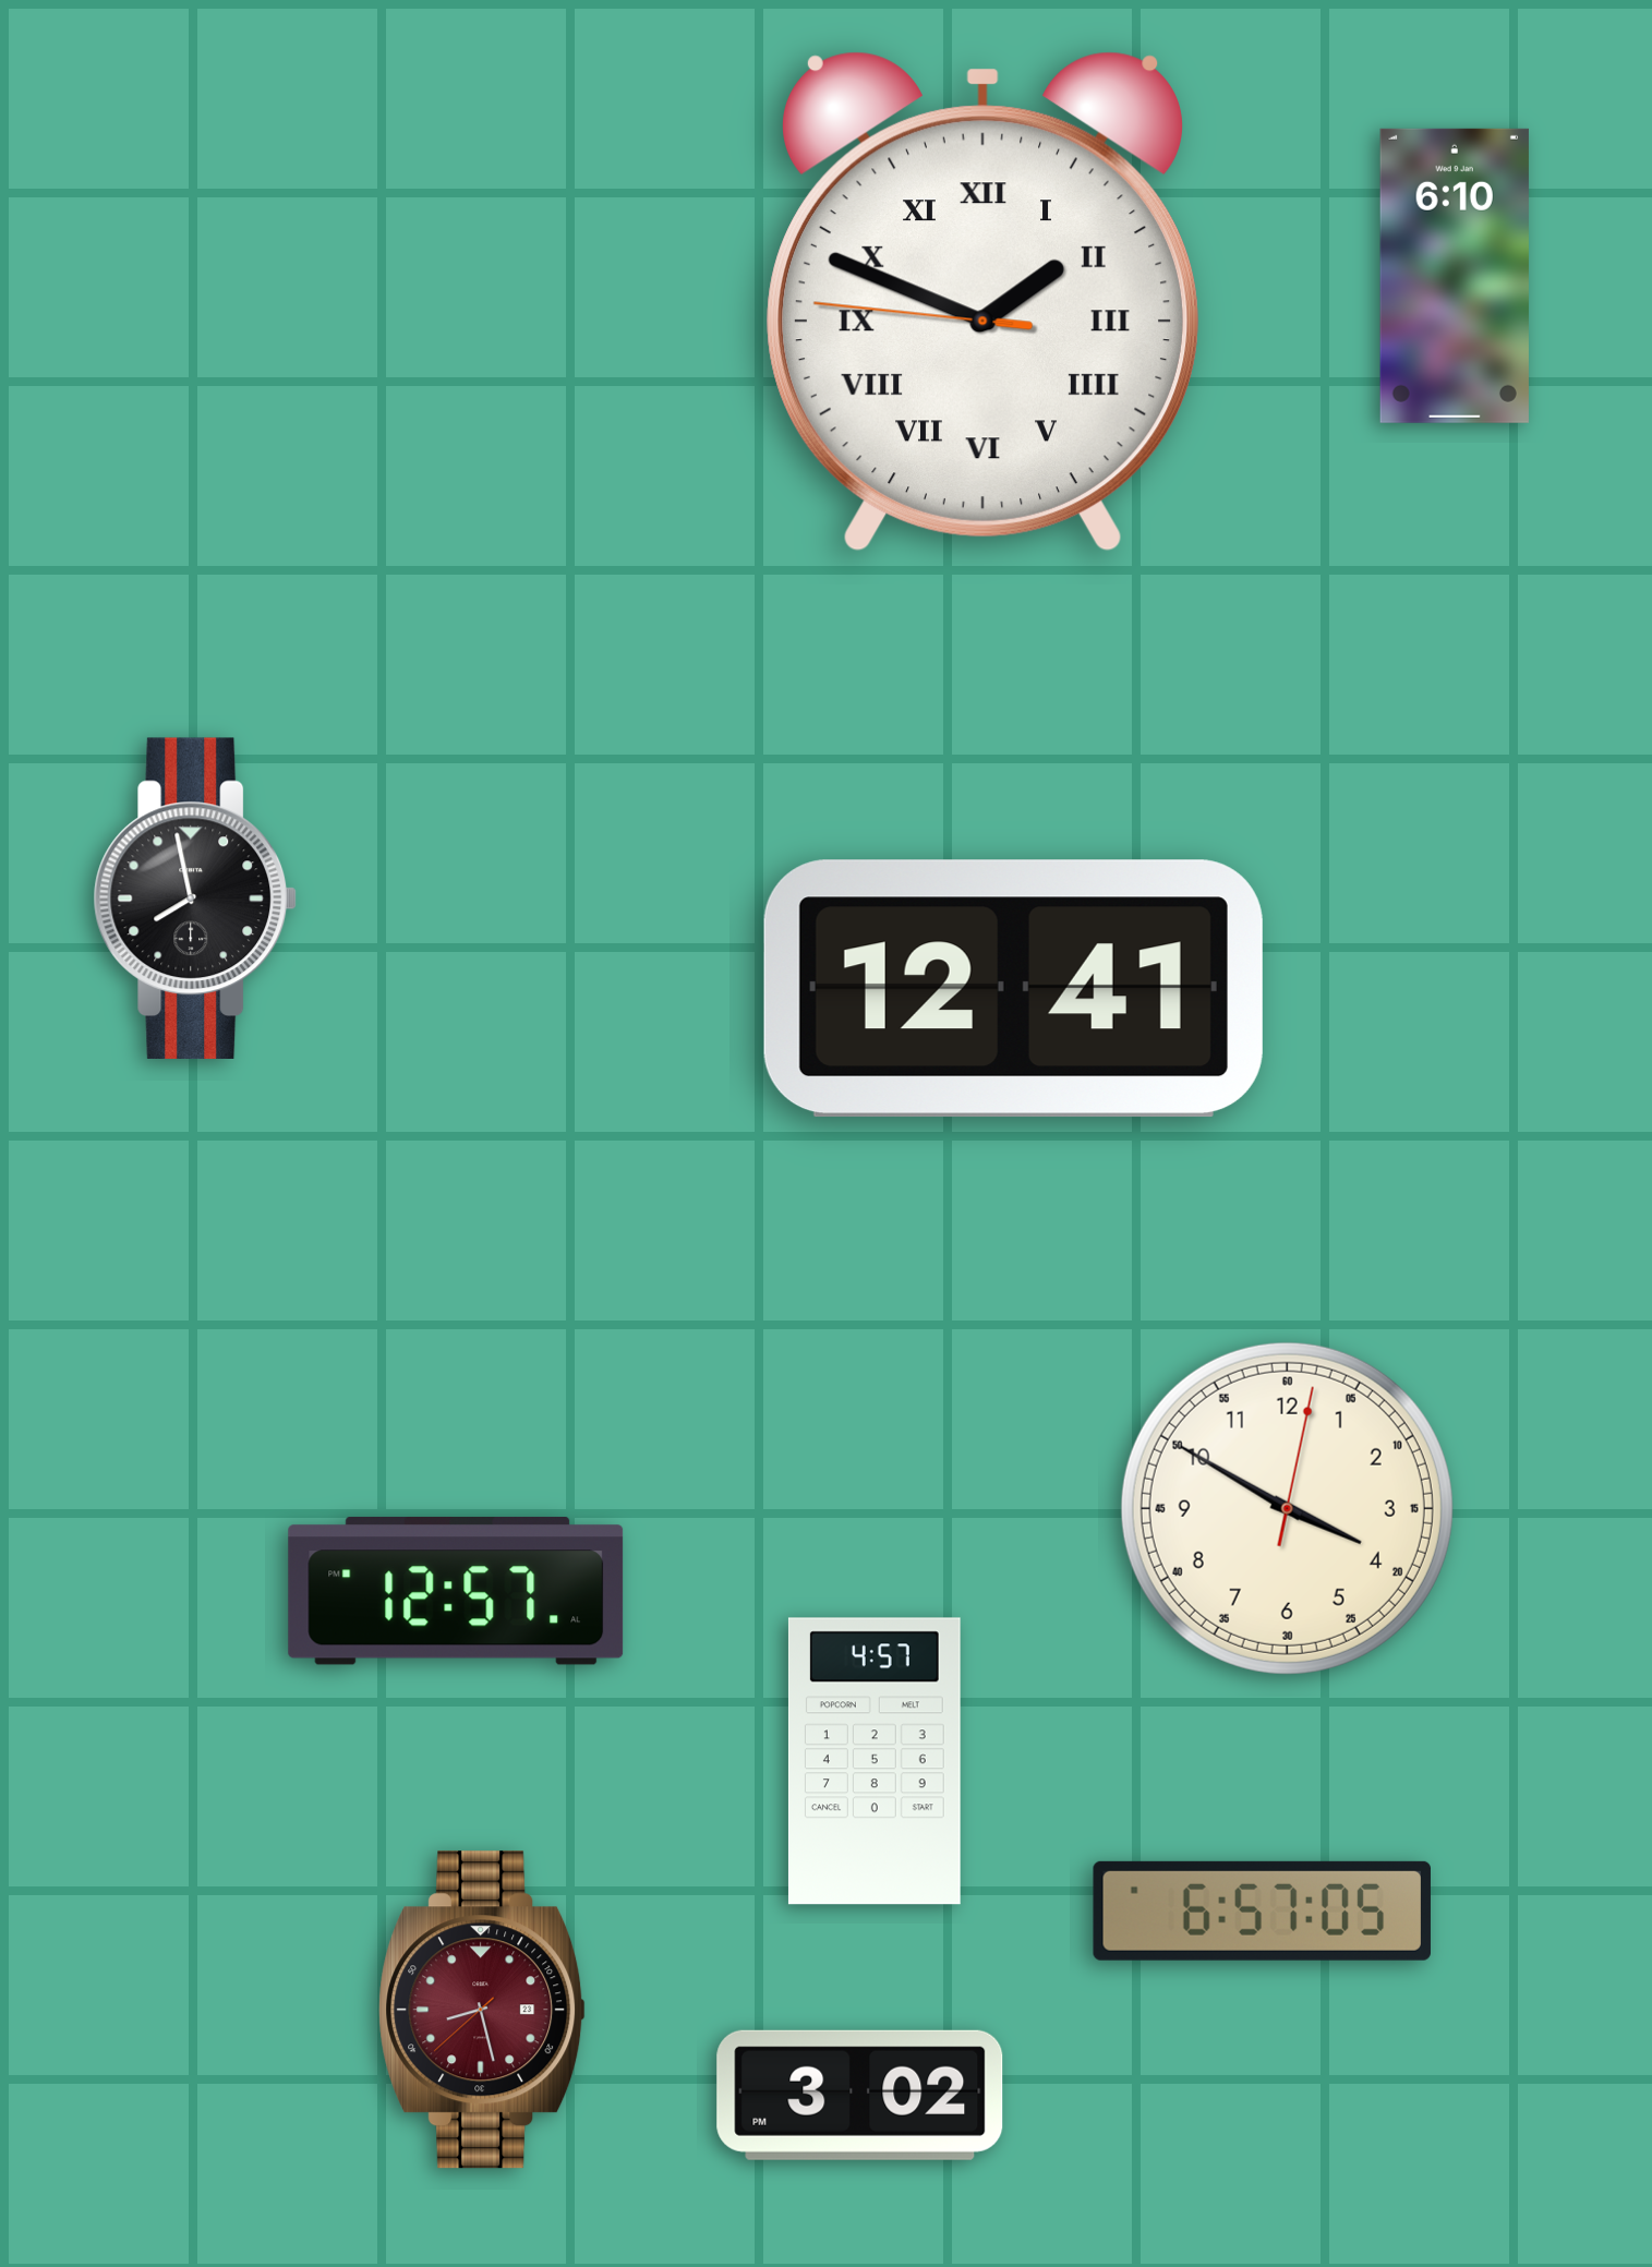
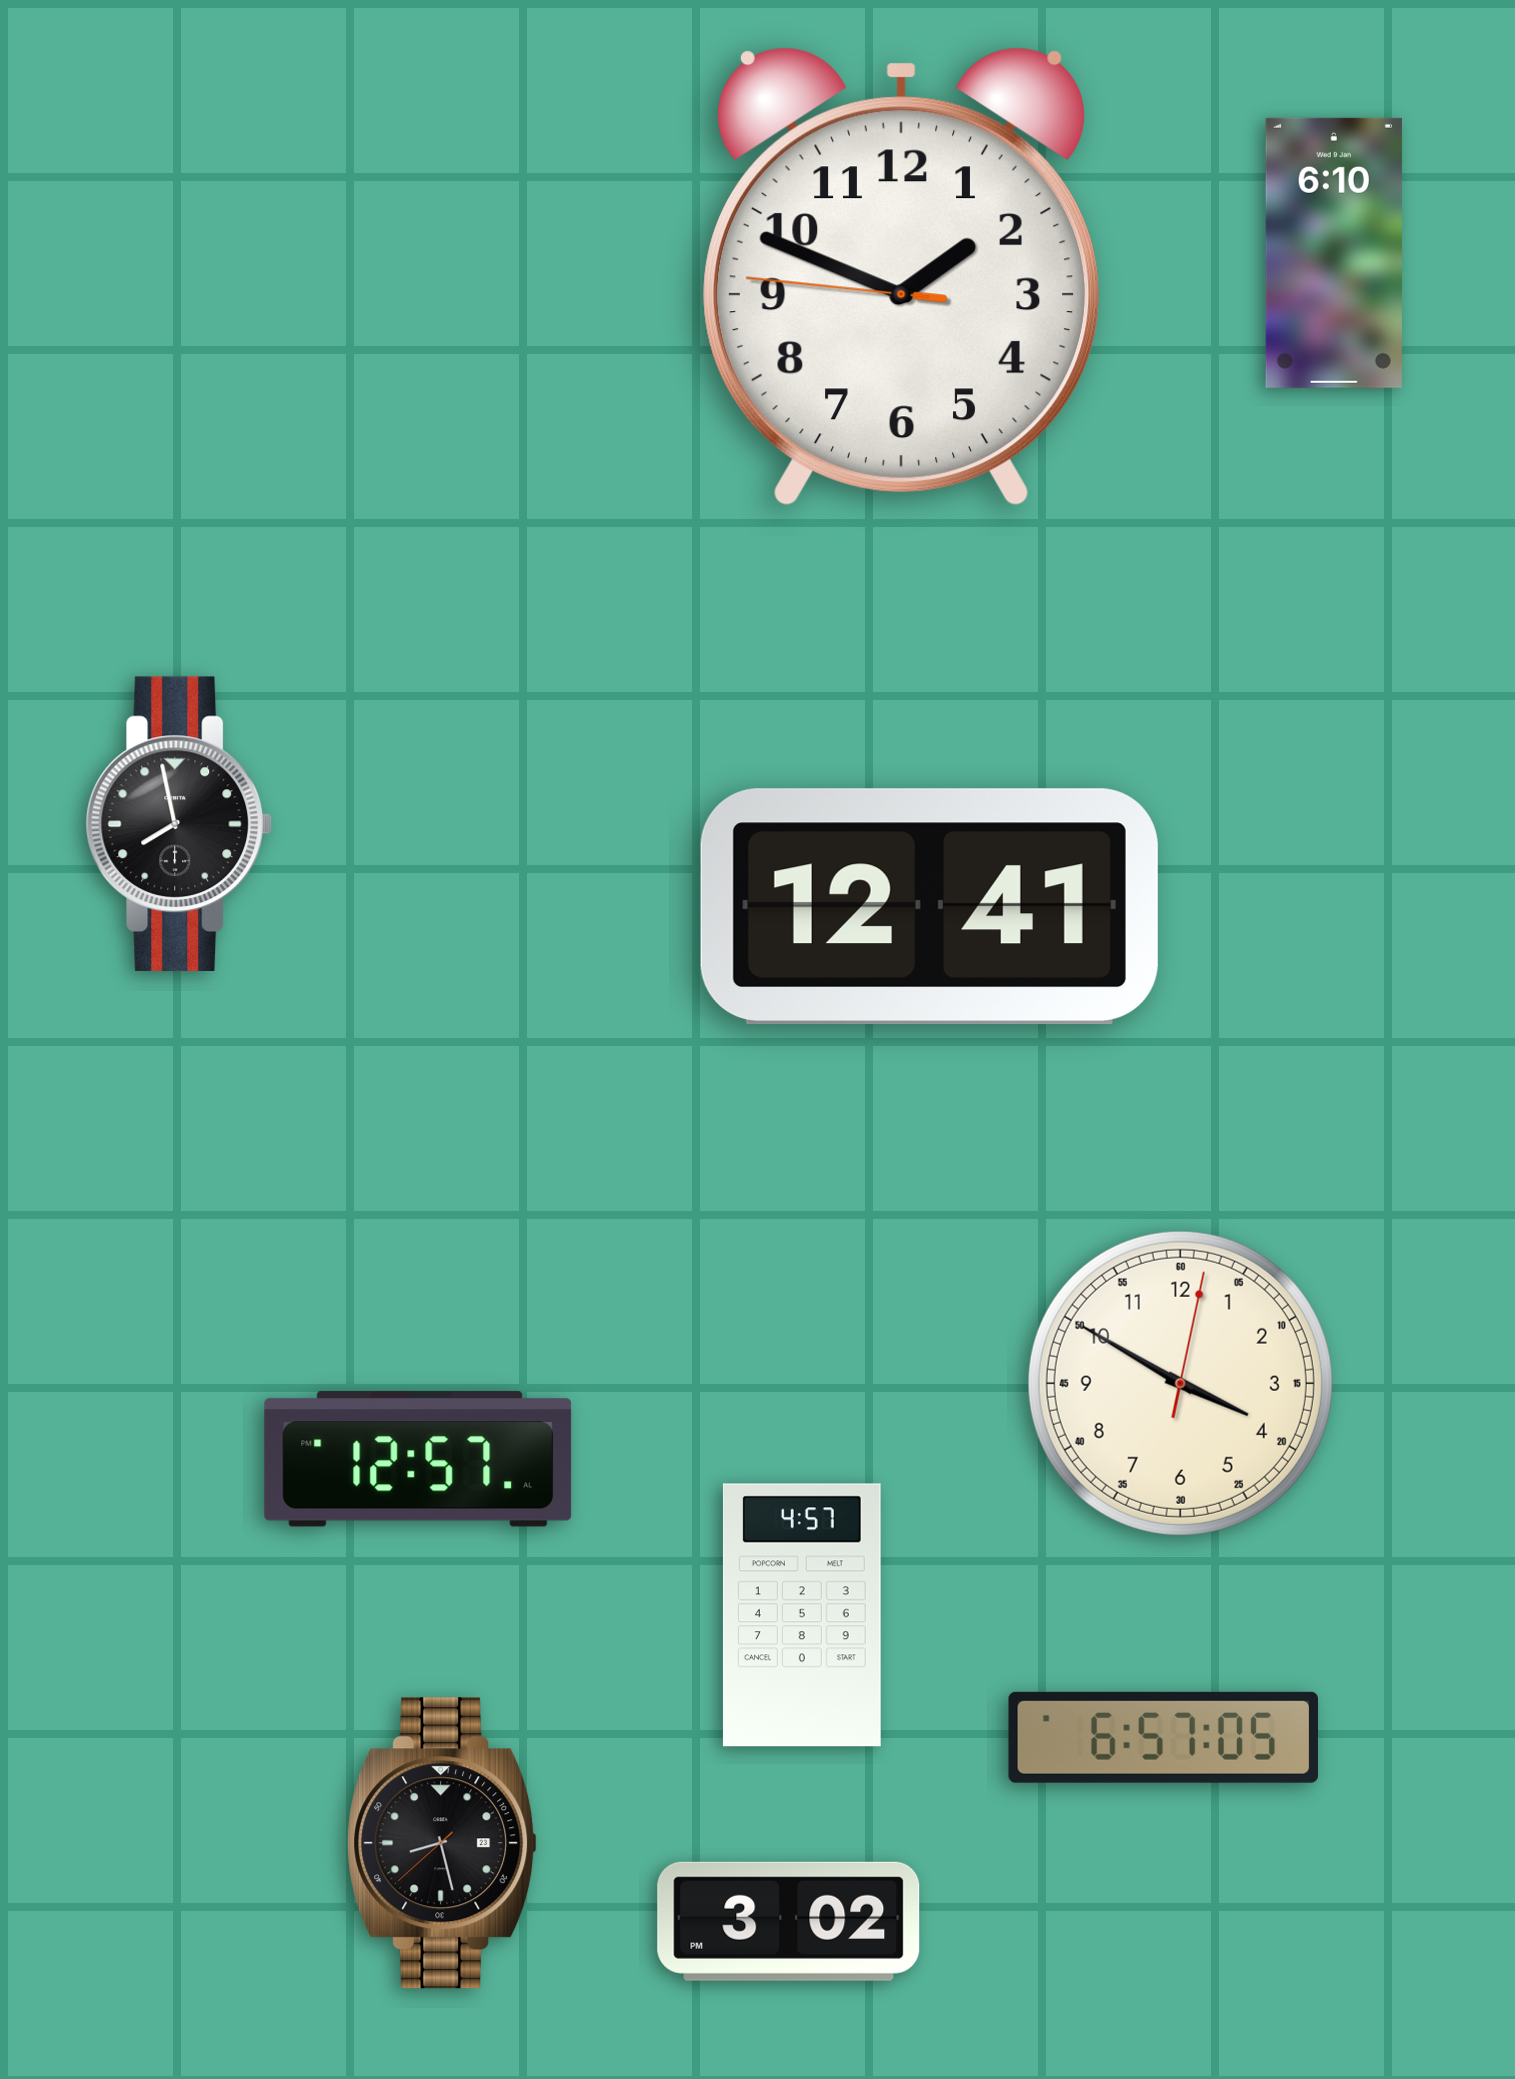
clock at (982, 302) numerals: Roman -> Arabic
clock at (1262, 1910) position: (1262, 1910) -> (1163, 1737)
clock at (482, 2010) dial: burgundy -> black
